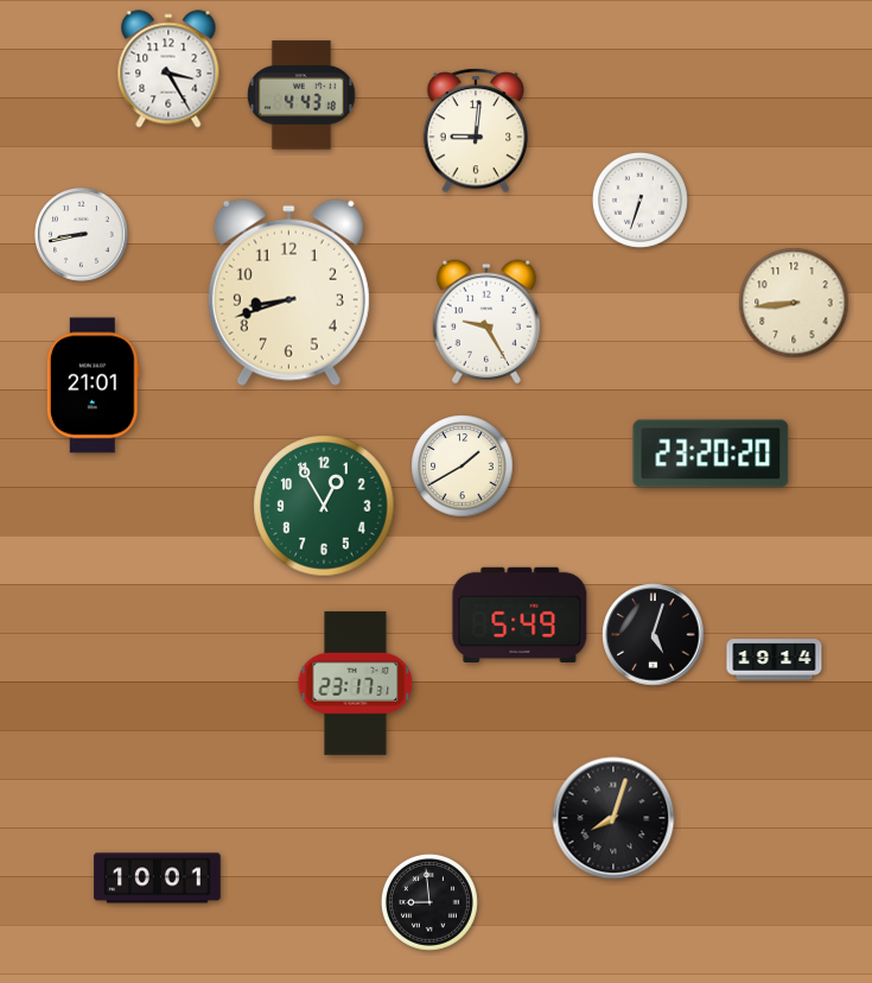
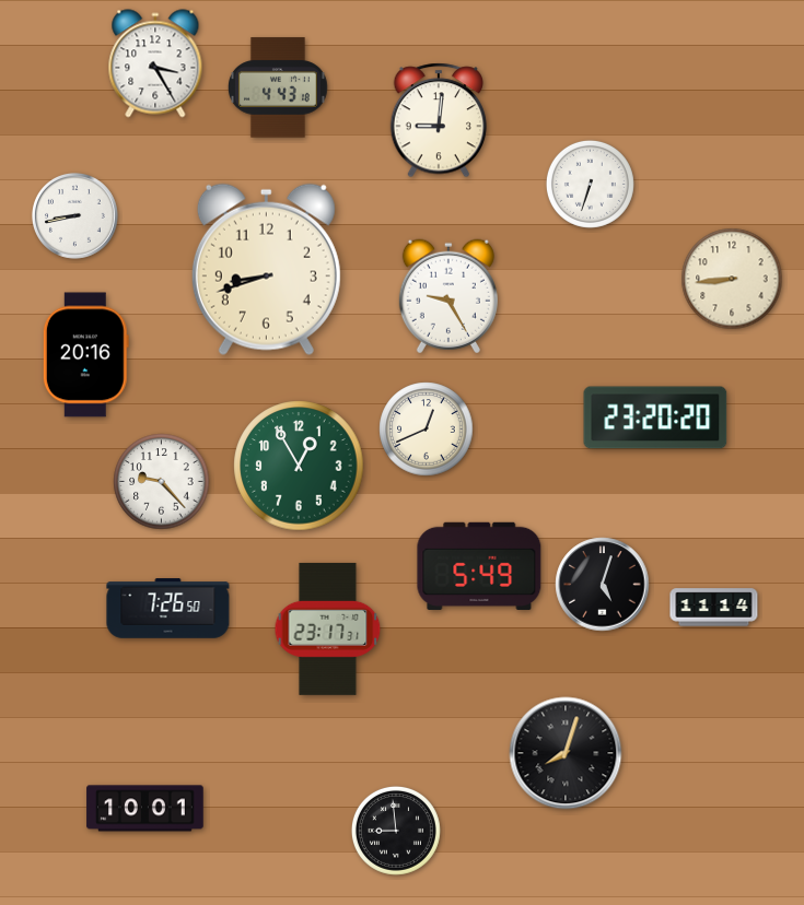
clock at (93, 386): 21:01 -> 20:16
clock at (463, 467): 1:40 -> 12:41
clock at (162, 482): none -> 9:23
clock at (775, 660): 19:14 -> 11:14
clock at (168, 609): none -> 7:26
